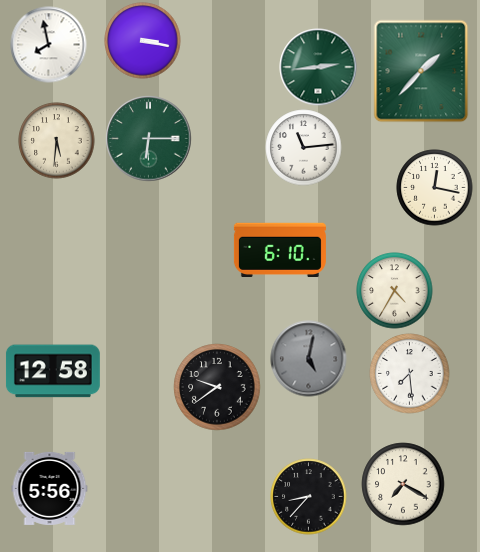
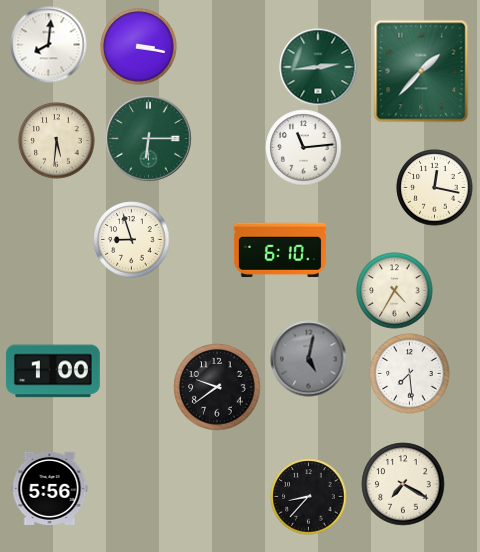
clock at (143, 41) position: (143, 41) -> (139, 47)
clock at (49, 45): 7:58 -> 8:01
clock at (132, 240): none -> 8:57
clock at (53, 371): 12:58 -> 1:00
